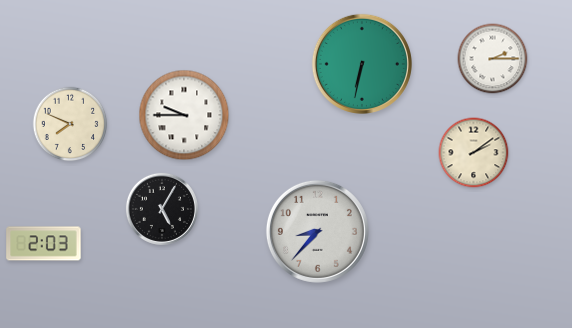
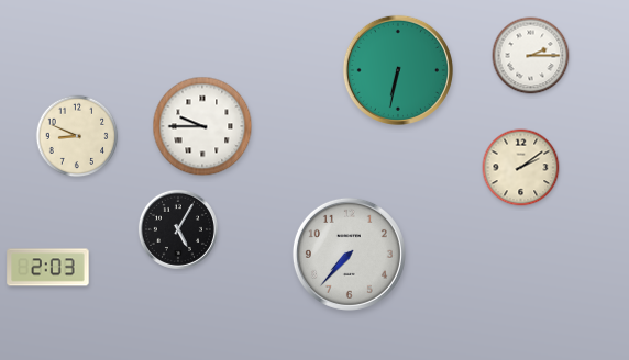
clock at (493, 59) position: (493, 59) -> (531, 56)
clock at (70, 124): 7:49 -> 8:49
clock at (317, 231): 8:37 -> 7:37
